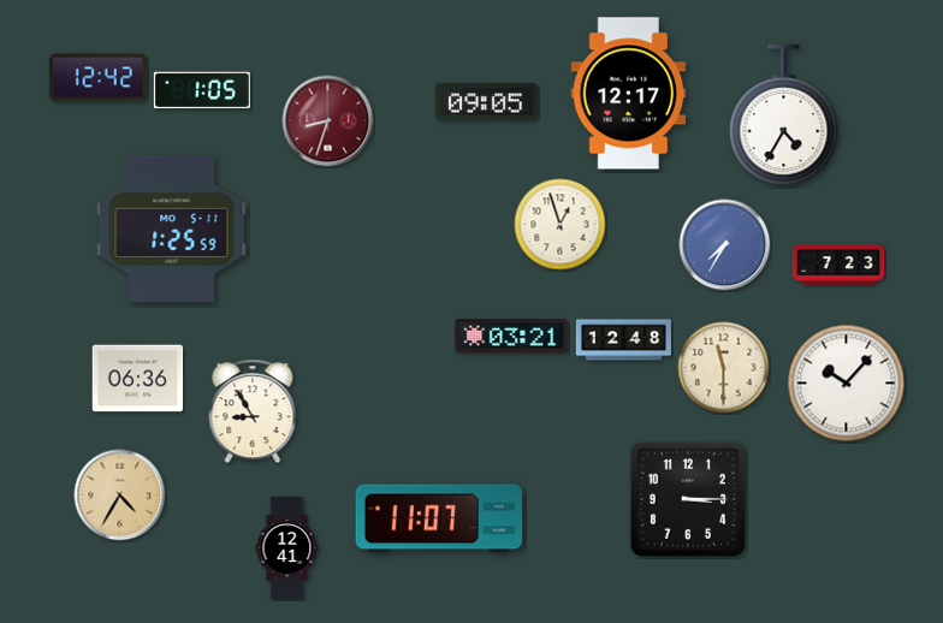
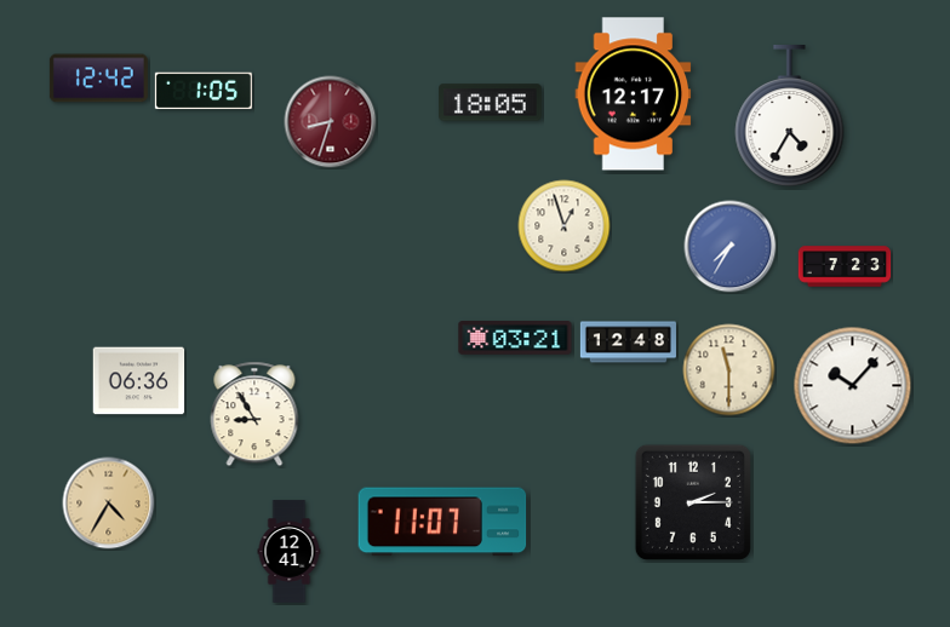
clock at (487, 102): 09:05 -> 18:05
clock at (172, 230): 1:25 -> none
clock at (120, 496) position: (120, 496) -> (109, 504)
clock at (688, 499): 3:15 -> 2:15
